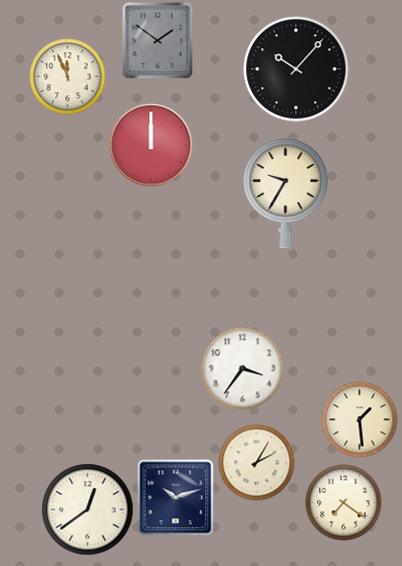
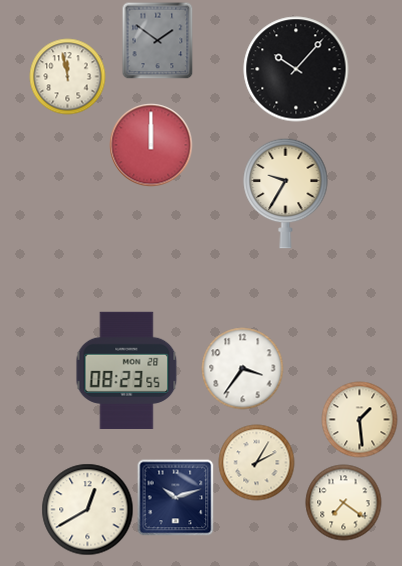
clock at (68, 77): 11:56 -> 11:58
clock at (127, 370): none -> 08:23
clock at (88, 510): 12:39 -> 12:40
